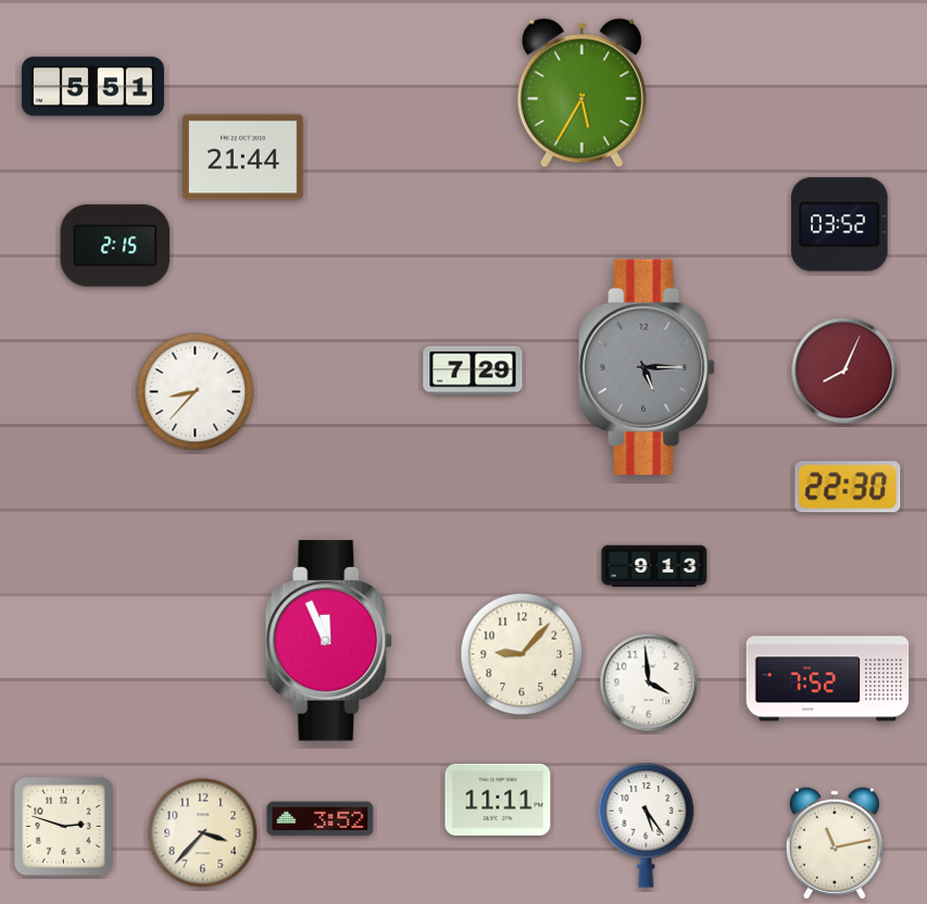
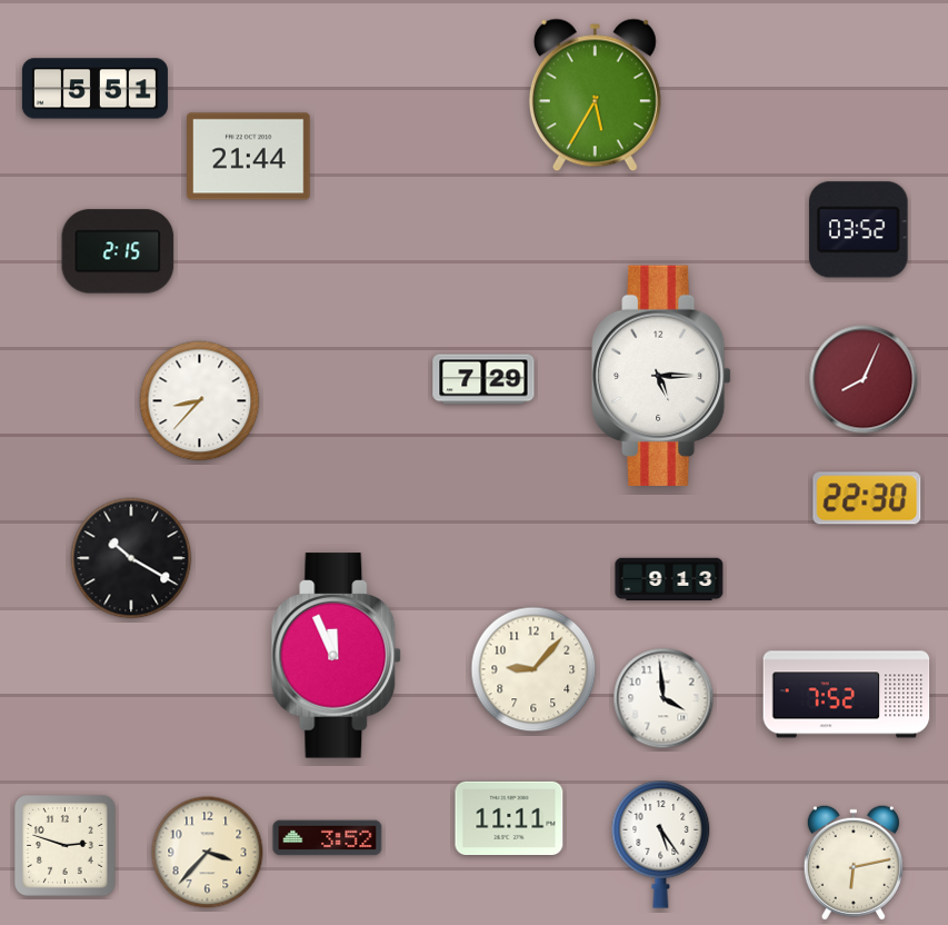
clock at (243, 158) position: (243, 158) -> (249, 157)
clock at (648, 367) dial: grey -> white
clock at (131, 558): none -> 10:20
clock at (835, 843): 11:13 -> 6:13
